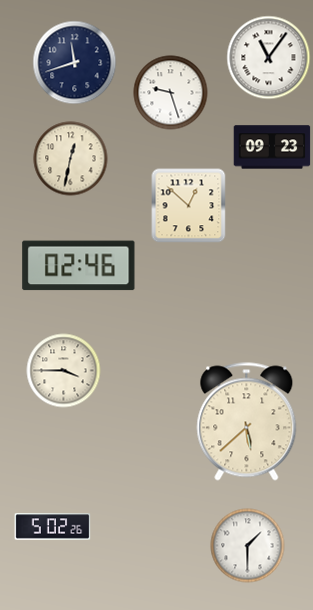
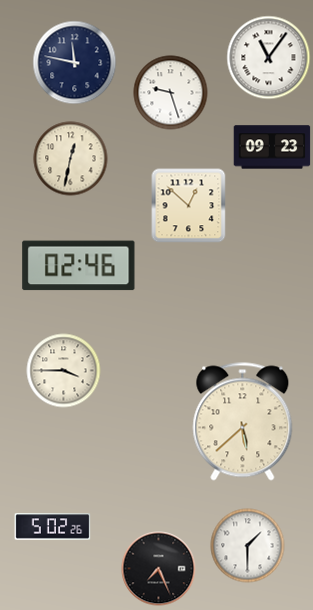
clock at (75, 63): 11:42 -> 11:47
clock at (247, 422) position: (247, 422) -> (243, 422)
clock at (159, 569): none -> 7:26
